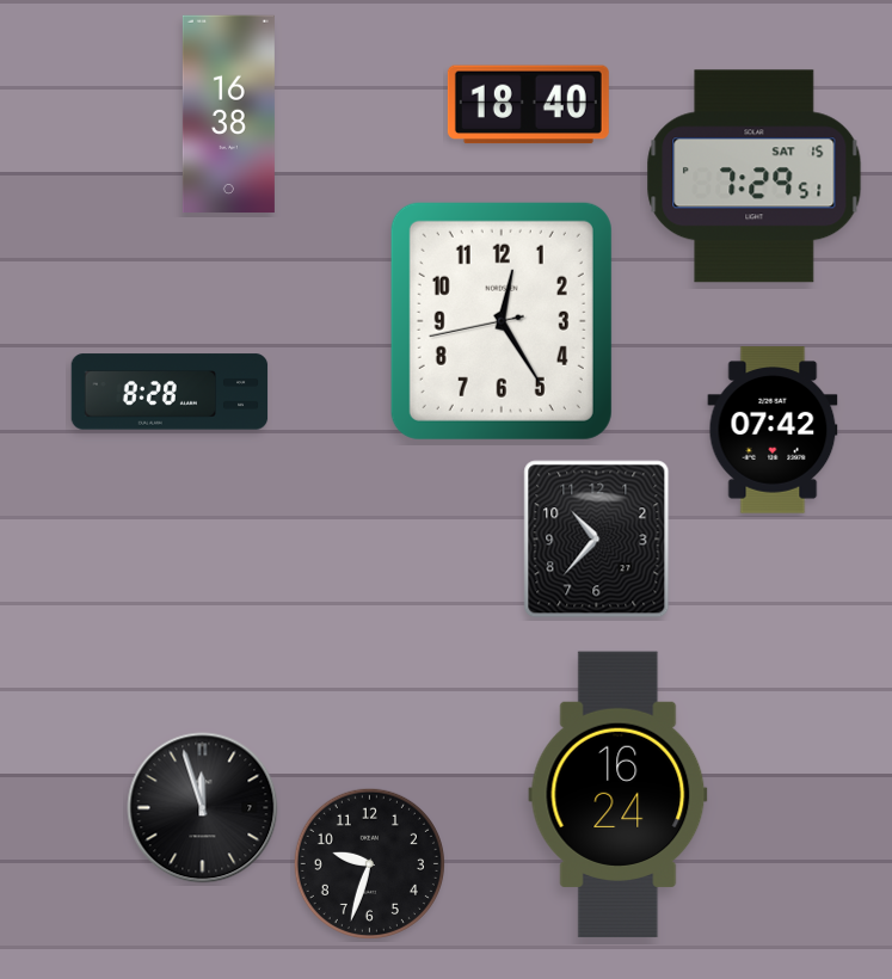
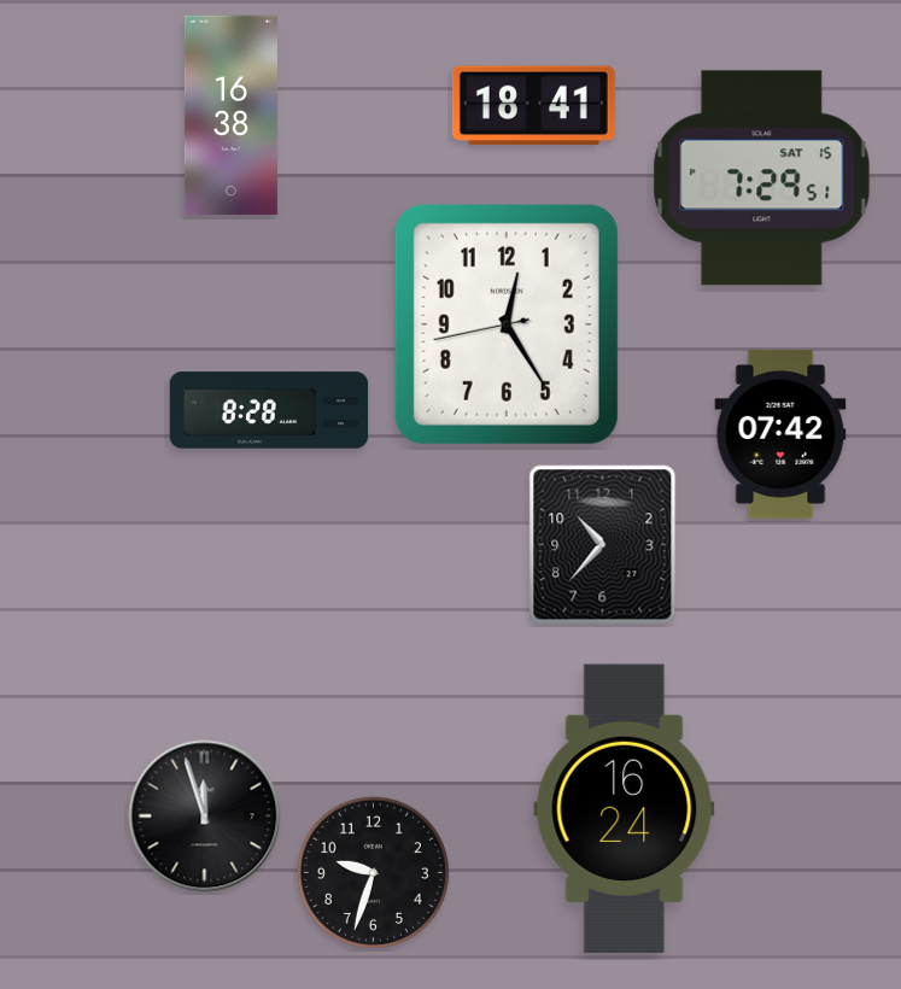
clock at (528, 105): 18:40 -> 18:41
clock at (170, 392) position: (170, 392) -> (269, 410)
clock at (619, 795) position: (619, 795) -> (625, 809)
